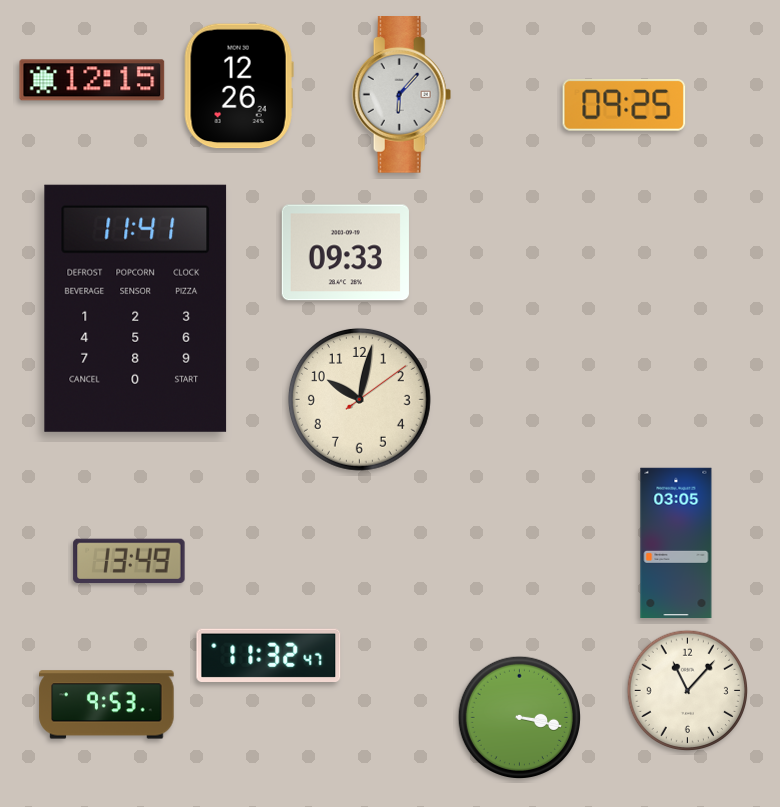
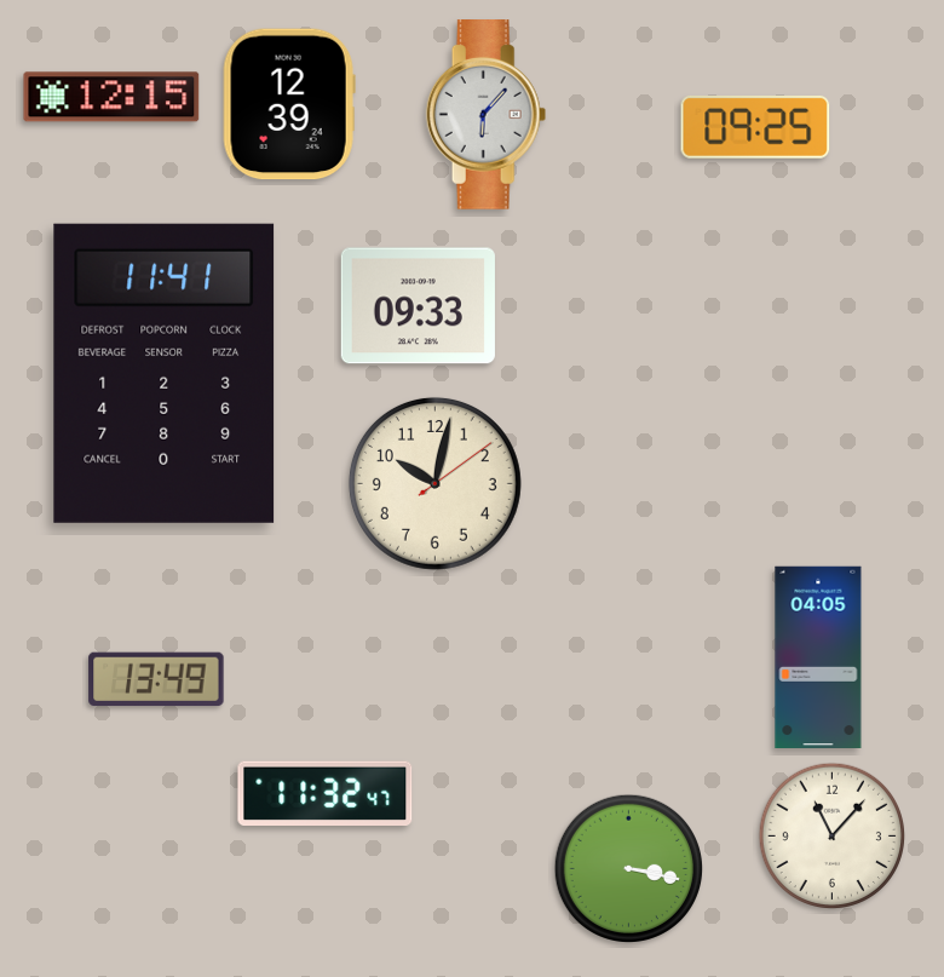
clock at (239, 86): 12:26 -> 12:39
clock at (676, 542): 03:05 -> 04:05
clock at (107, 705): 9:53 -> none
